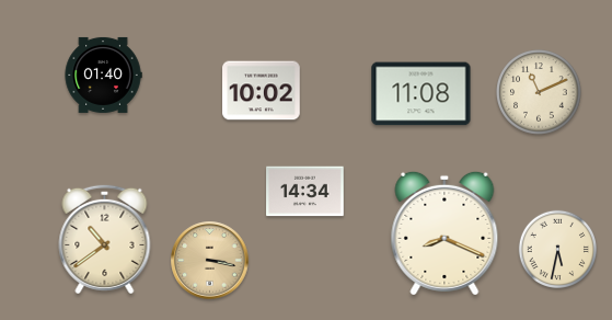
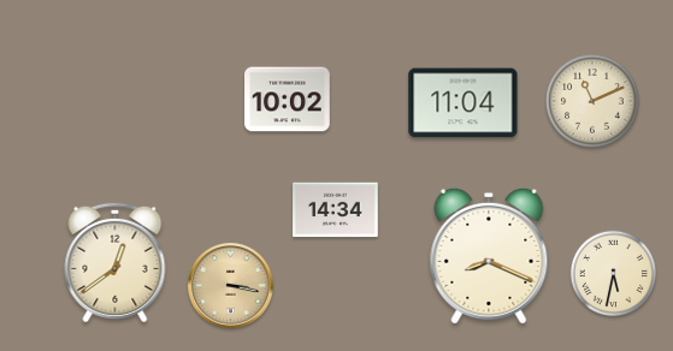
clock at (103, 75): 01:40 -> none
clock at (422, 94): 11:08 -> 11:04
clock at (105, 239): 10:39 -> 12:39
